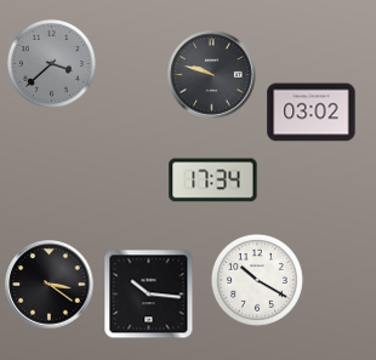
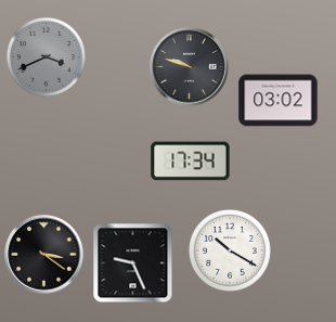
clock at (51, 63): 3:38 -> 3:41
clock at (149, 295): 10:16 -> 9:26
